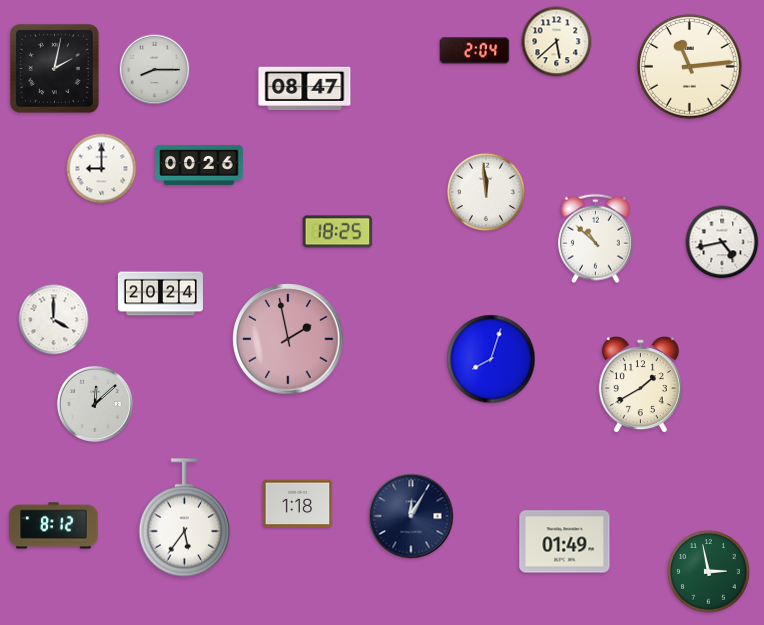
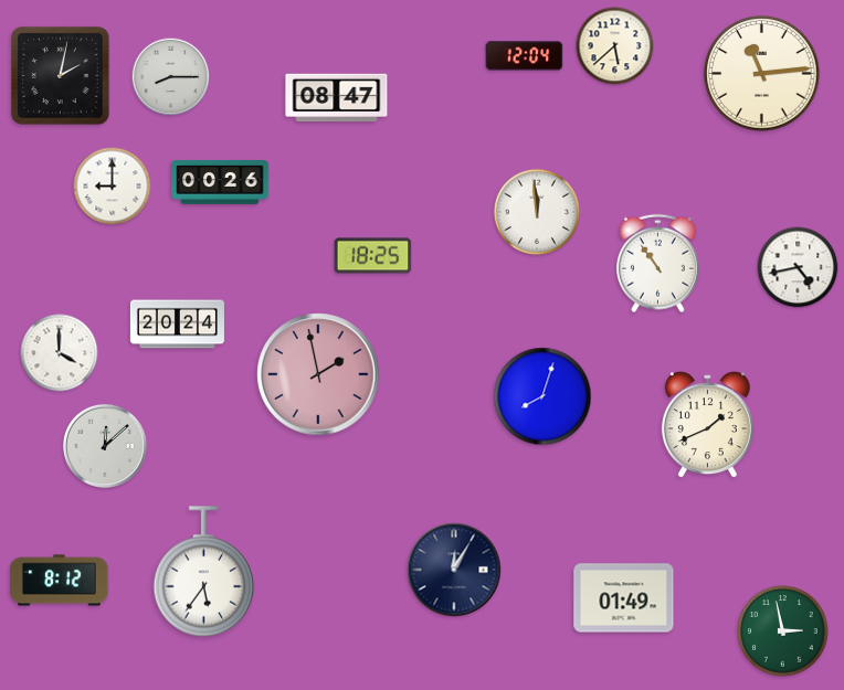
clock at (475, 51): 2:04 -> 12:04
clock at (595, 239): 10:52 -> 10:54
clock at (640, 385): 1:40 -> 1:41
clock at (298, 504): 1:18 -> none
